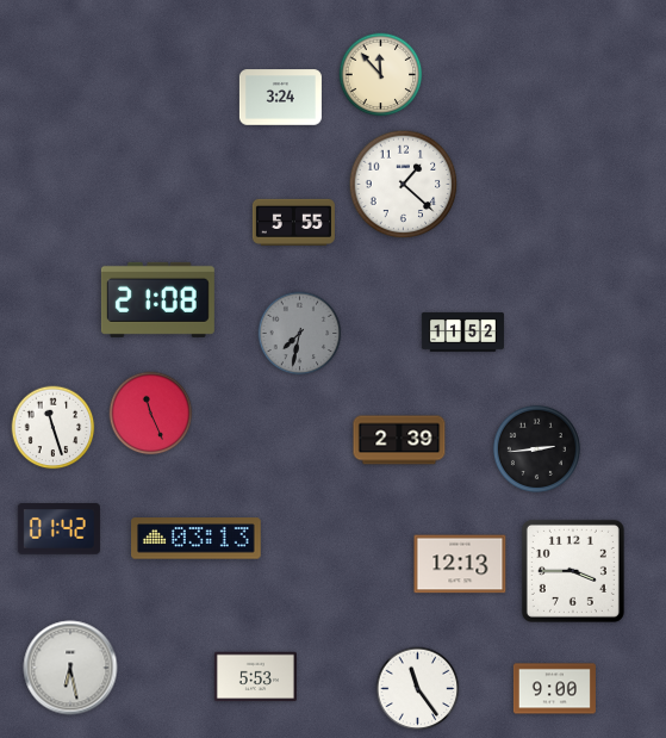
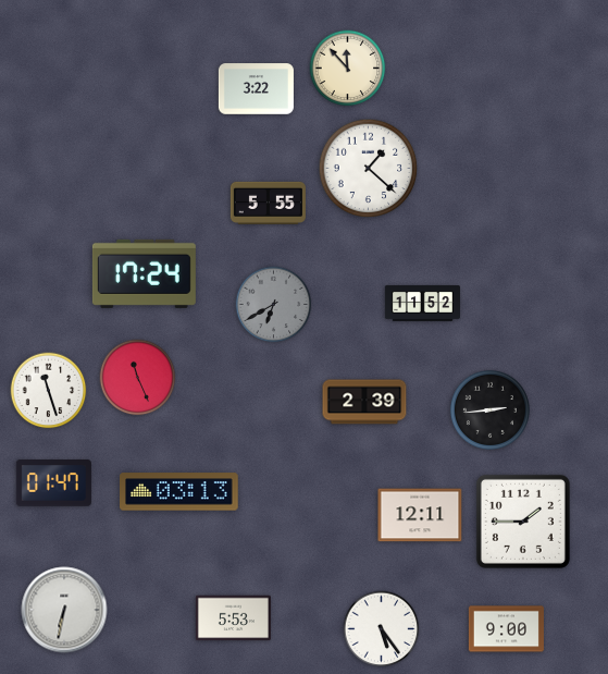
clock at (280, 98): 3:24 -> 3:22
clock at (157, 299): 21:08 -> 17:24
clock at (300, 334): 7:32 -> 6:40
clock at (58, 529): 01:42 -> 01:47
clock at (460, 564): 12:13 -> 12:11
clock at (573, 571): 3:45 -> 1:45
clock at (70, 668): 6:28 -> 6:32
clock at (418, 689): 11:24 -> 5:24
